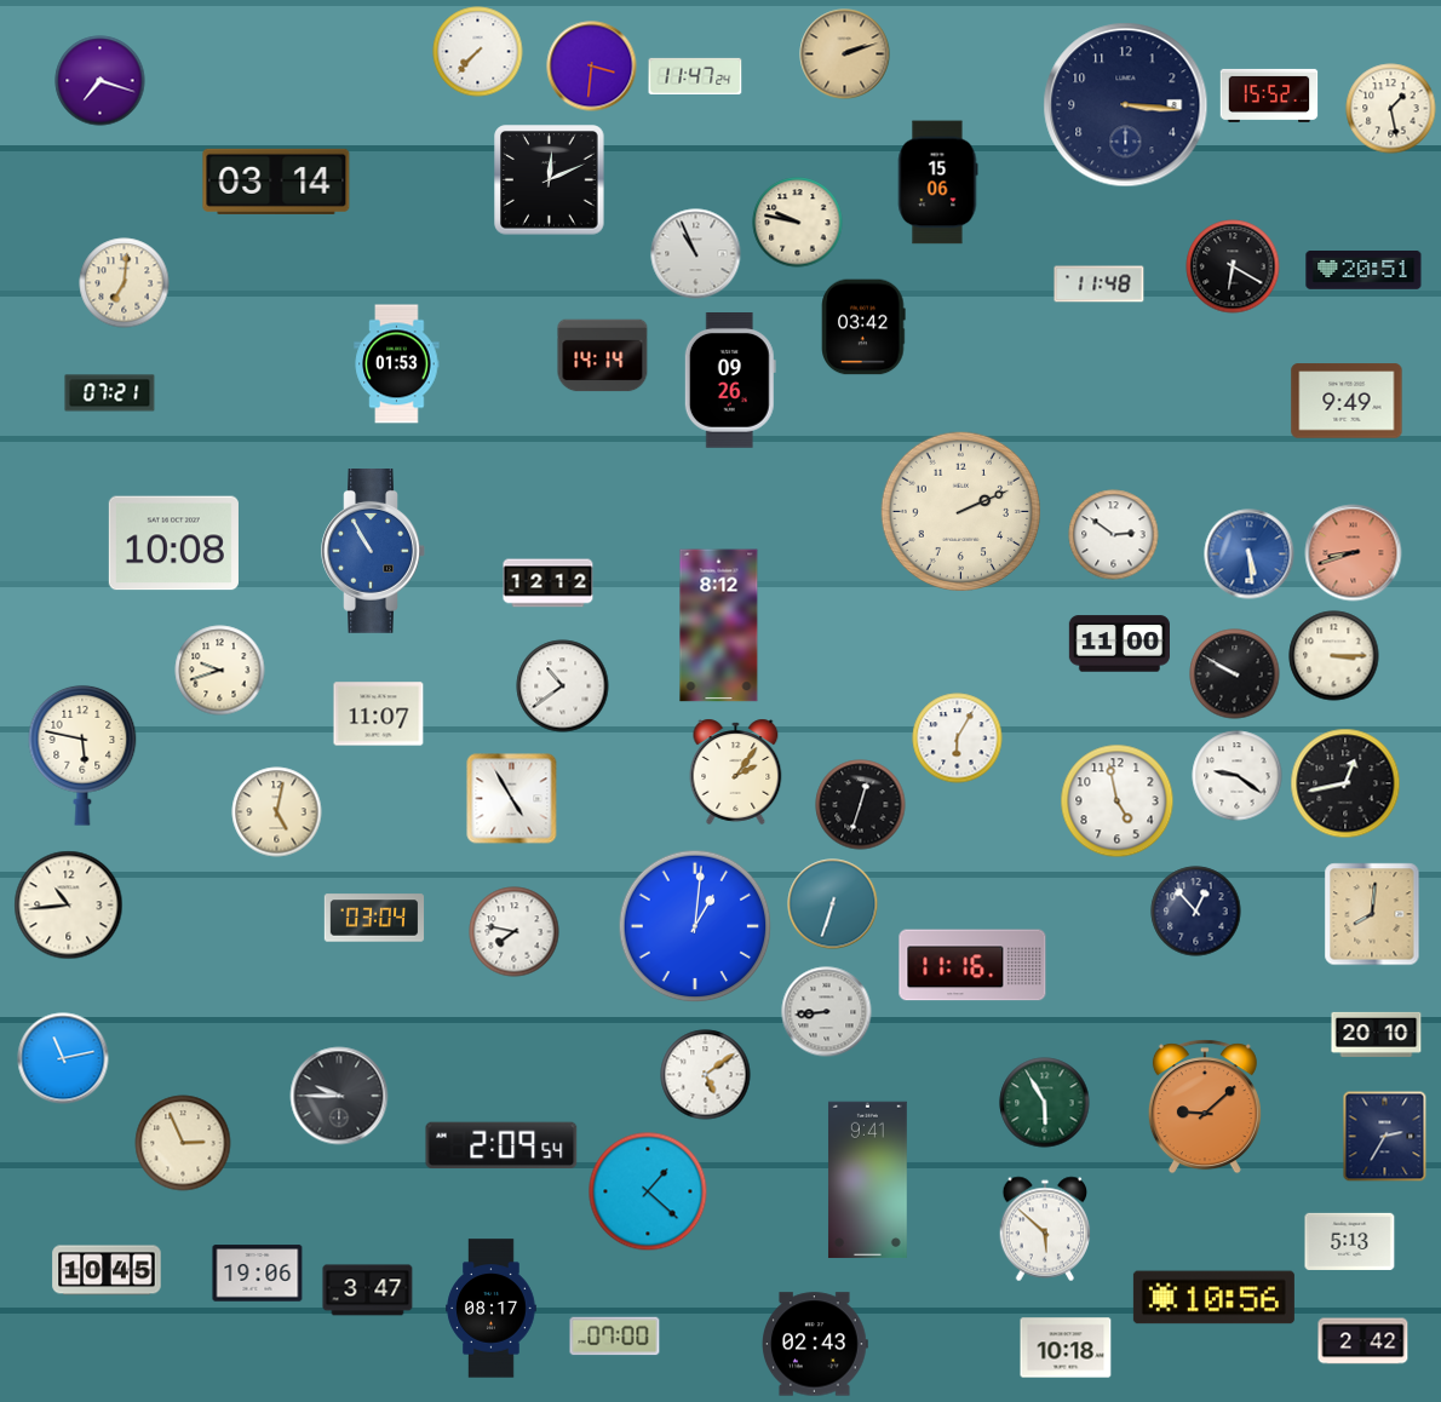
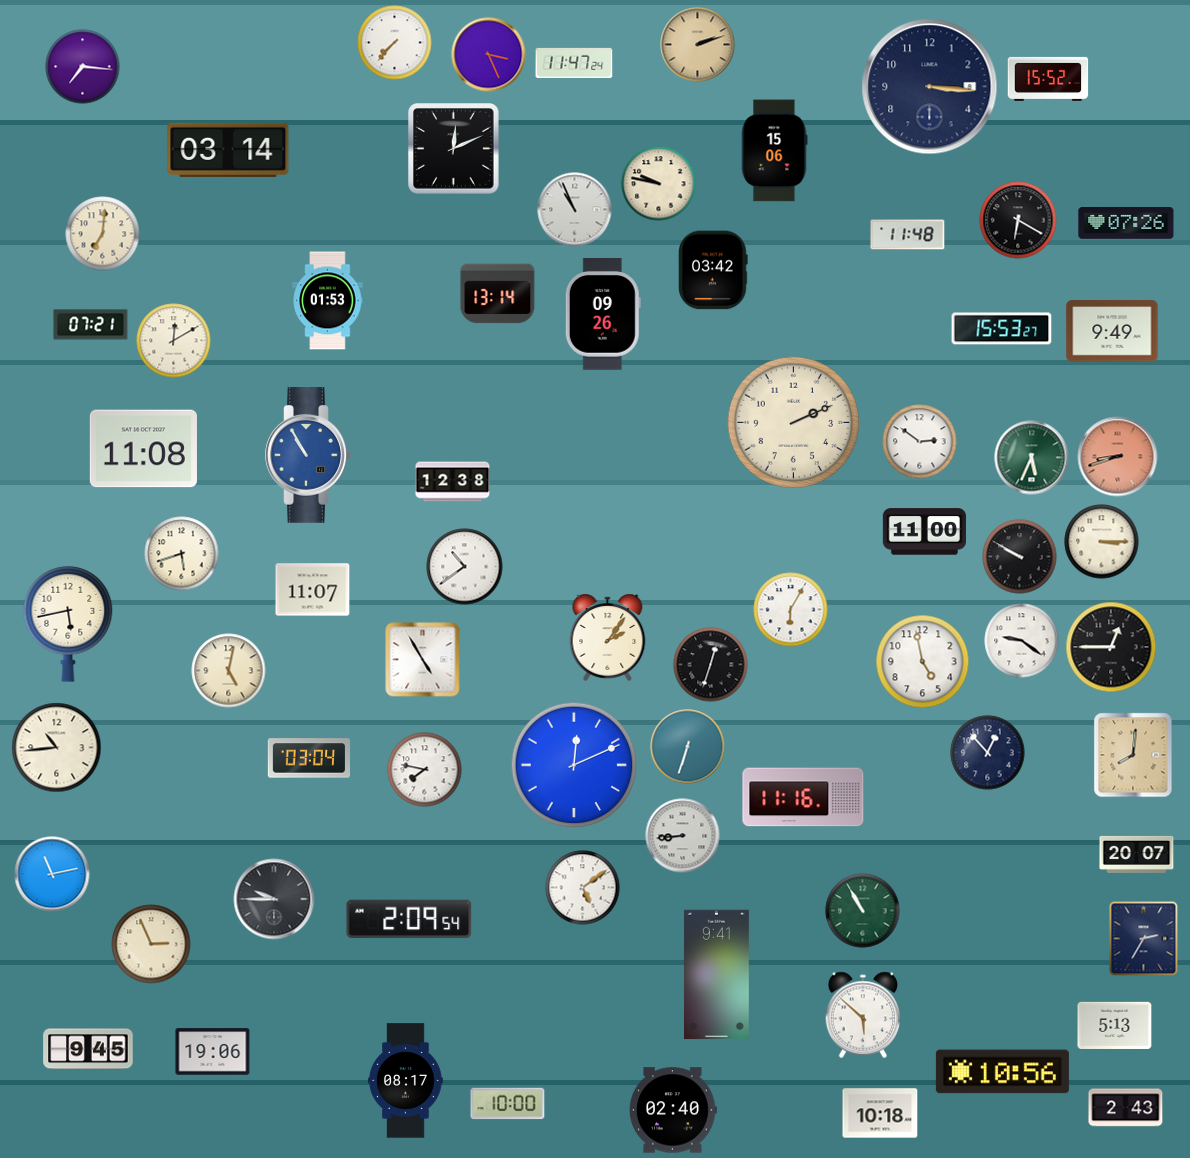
clock at (592, 67): 3:31 -> 3:26
clock at (101, 81): 7:18 -> 7:16
clock at (1391, 109): 1:28 -> none
clock at (1364, 271): 20:51 -> 07:26
clock at (603, 356): 14:14 -> 13:14
clock at (1002, 329): none -> 15:53
clock at (174, 341): none -> 12:10
clock at (173, 544): 10:08 -> 11:08
clock at (1250, 555): 5:29 -> 5:34
clock at (1250, 555) dial: blue -> green
clock at (549, 584): 12:12 -> 12:38
clock at (719, 626): 8:12 -> none
clock at (220, 671): 9:42 -> 5:42
clock at (82, 755): 5:47 -> 5:43
clock at (1345, 783): 12:43 -> 12:45
clock at (695, 926): 1:01 -> 12:11
clock at (1377, 1034): 20:10 -> 20:07
clock at (339, 1096) position: (339, 1096) -> (274, 899)
clock at (1045, 1103): 5:55 -> 10:55
clock at (1205, 1107): 9:08 -> none
clock at (501, 1145) position: (501, 1145) -> (409, 919)
clock at (648, 1191): 1:22 -> none
clock at (107, 1270): 10:45 -> 9:45
clock at (368, 1291): 3:47 -> none
clock at (615, 1337): 07:00 -> 10:00
clock at (1364, 1341): 2:42 -> 2:43
clock at (816, 1344): 02:43 -> 02:40
